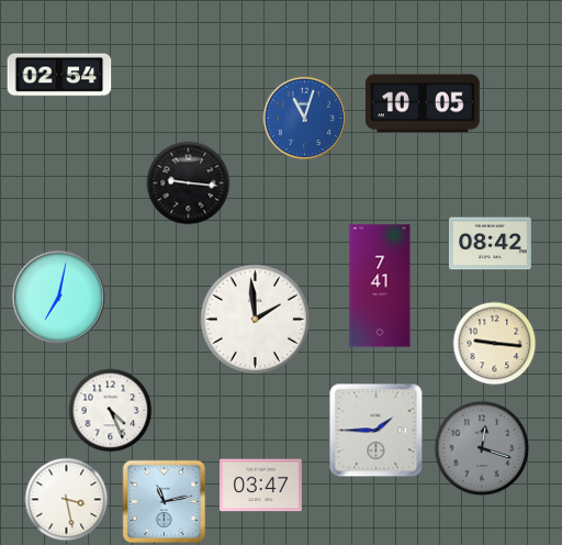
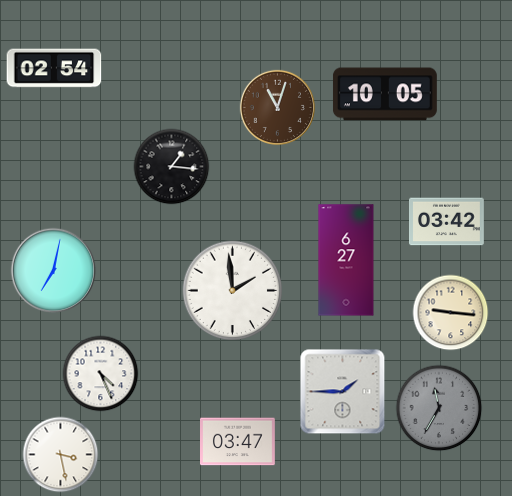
clock at (304, 118) dial: blue -> brown
clock at (189, 183): 9:16 -> 1:16
clock at (491, 244): 08:42 -> 03:42
clock at (380, 286): 7:41 -> 6:27
clock at (482, 448): 12:18 -> 11:35
clock at (165, 502): 11:13 -> none
